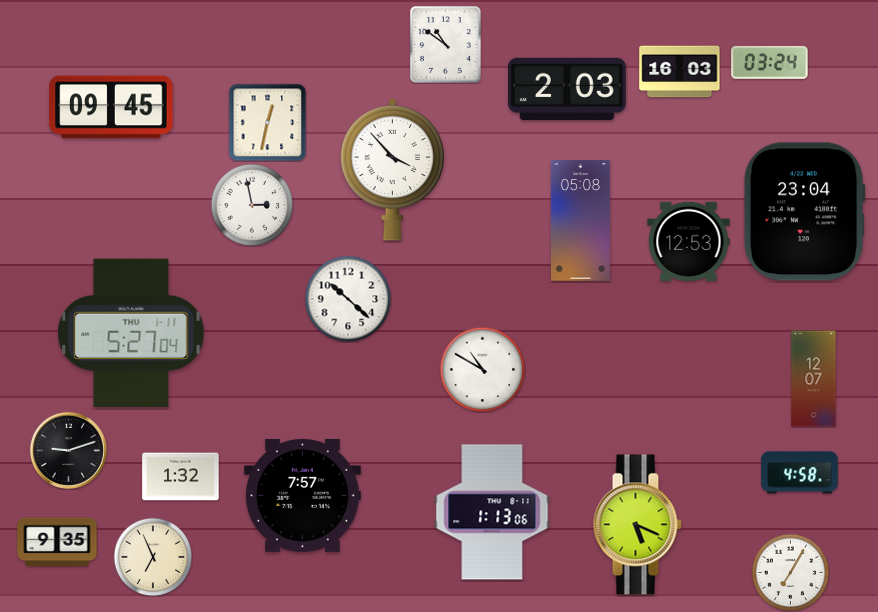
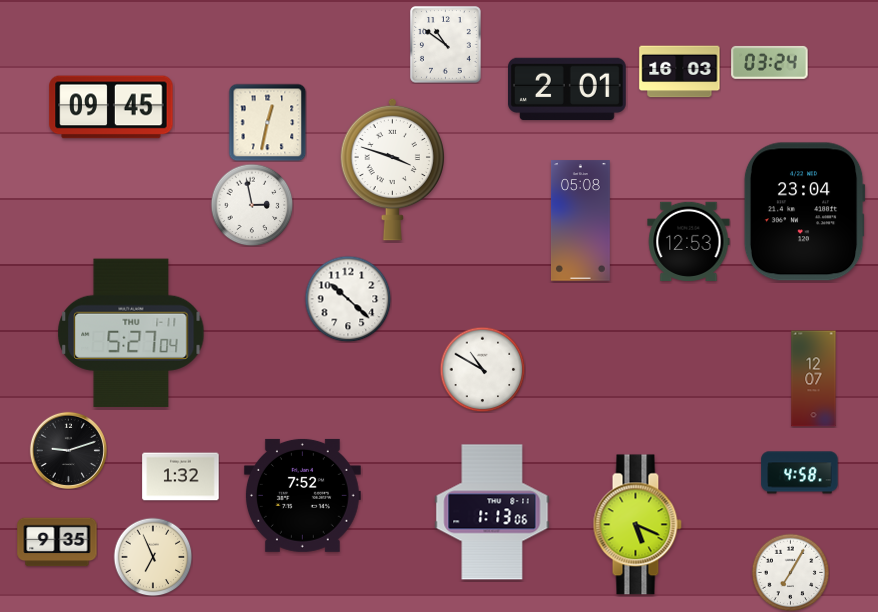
clock at (568, 89): 2:03 -> 2:01
clock at (392, 169): 3:53 -> 3:48
clock at (302, 495): 7:57 -> 7:52
